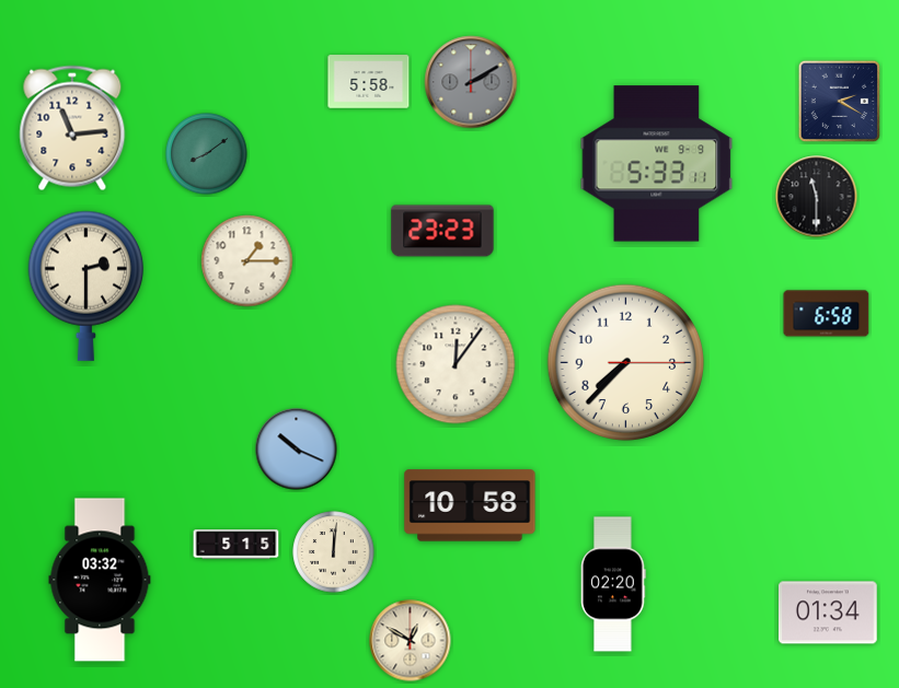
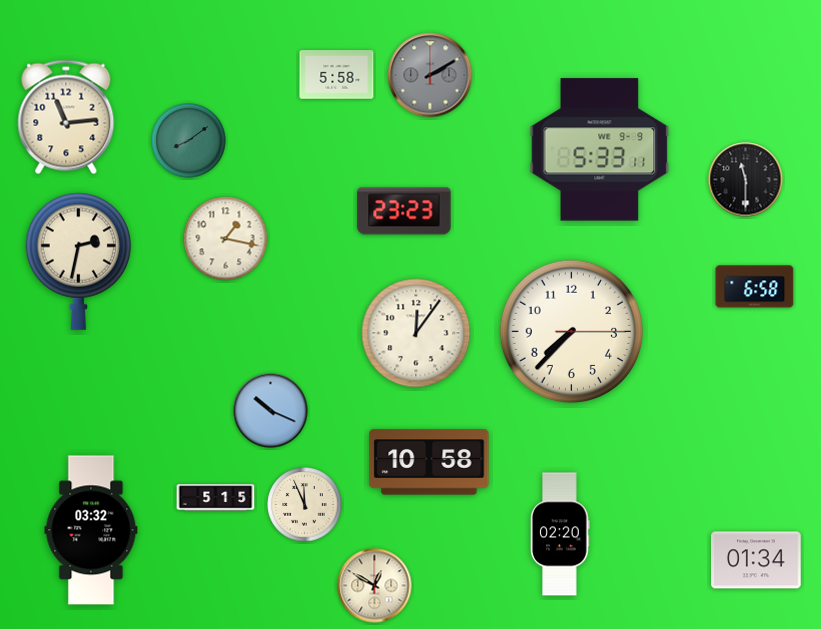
clock at (840, 102): 2:20 -> none
clock at (247, 261): 1:15 -> 1:17
clock at (87, 285): 2:30 -> 2:32
clock at (334, 552): 12:01 -> 11:56
